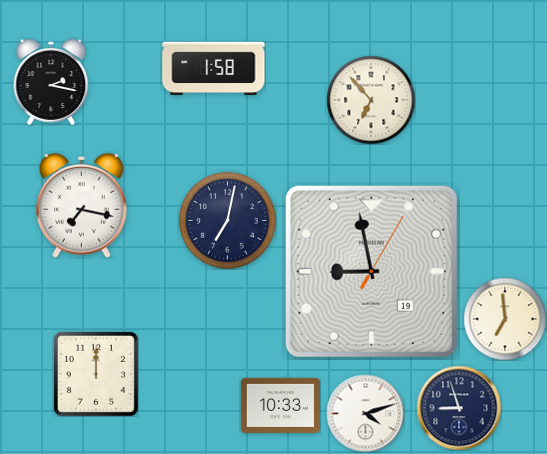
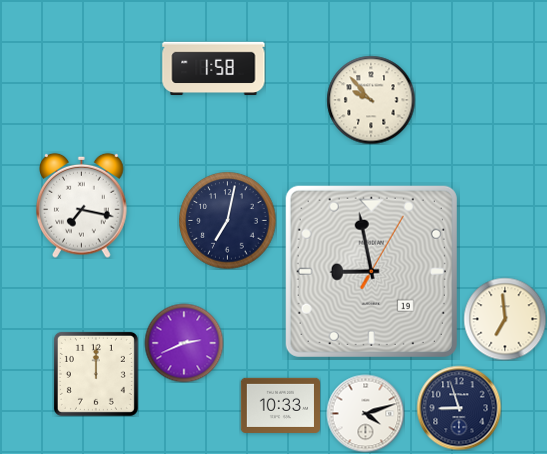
clock at (51, 82): 2:17 -> none
clock at (371, 100): 6:53 -> 9:53
clock at (184, 343): none -> 2:41
